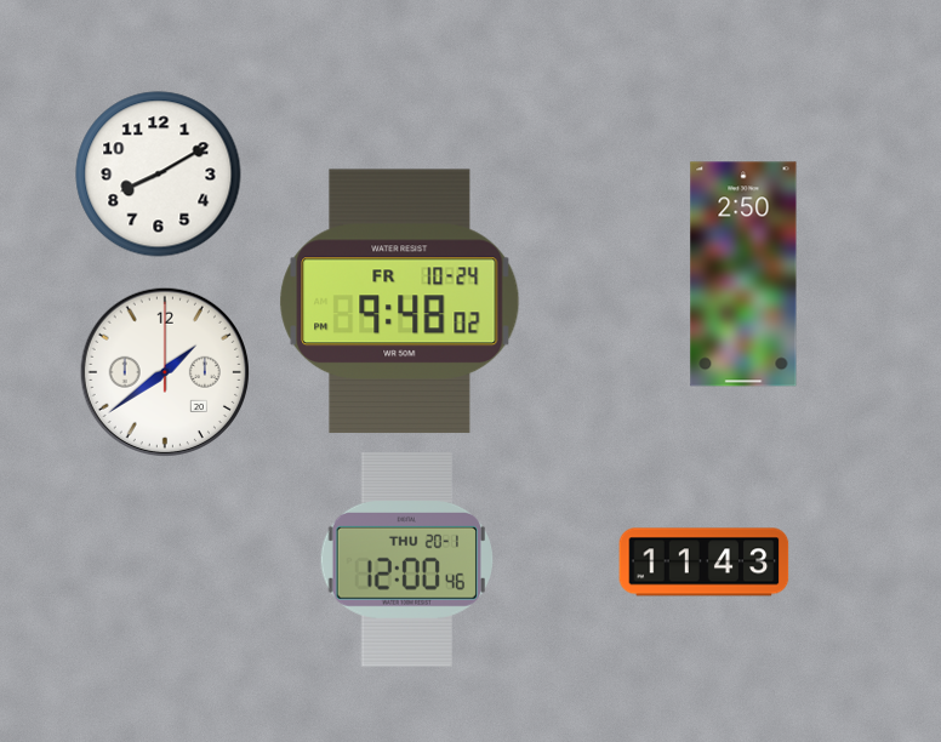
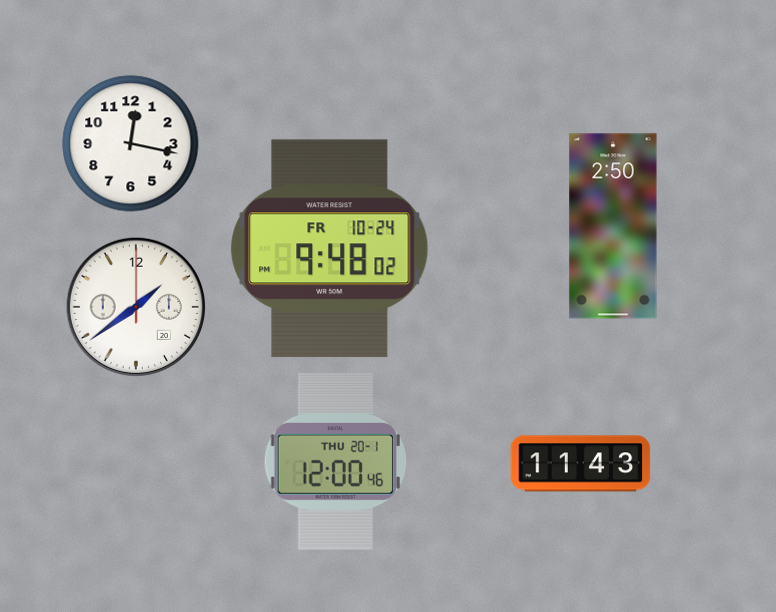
clock at (159, 175): 8:10 -> 12:17
